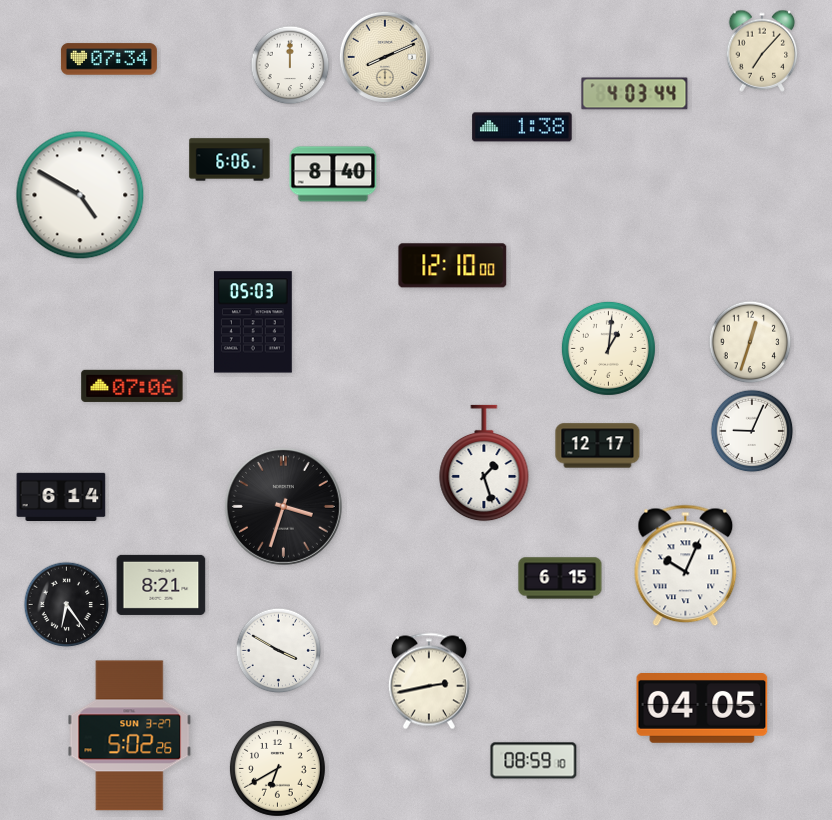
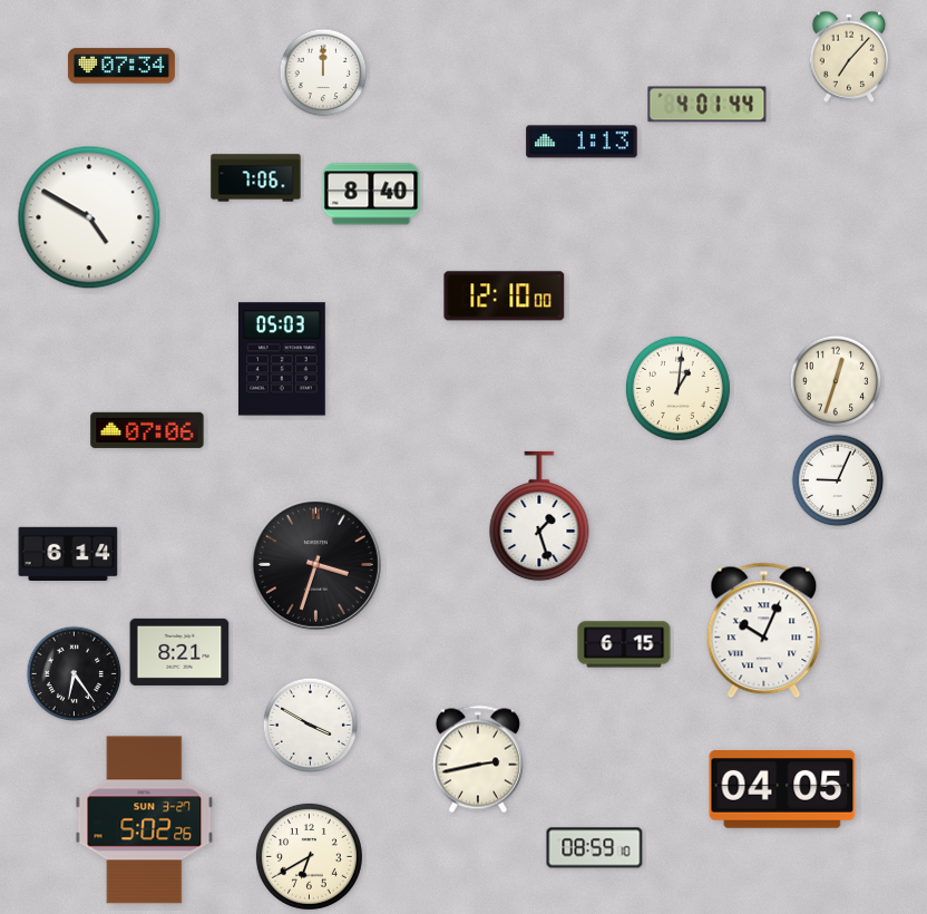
clock at (385, 57): 8:11 -> none
clock at (635, 94): 4:03 -> 4:01
clock at (522, 127): 1:38 -> 1:13
clock at (230, 160): 6:06 -> 7:06
clock at (598, 446): 12:17 -> none
